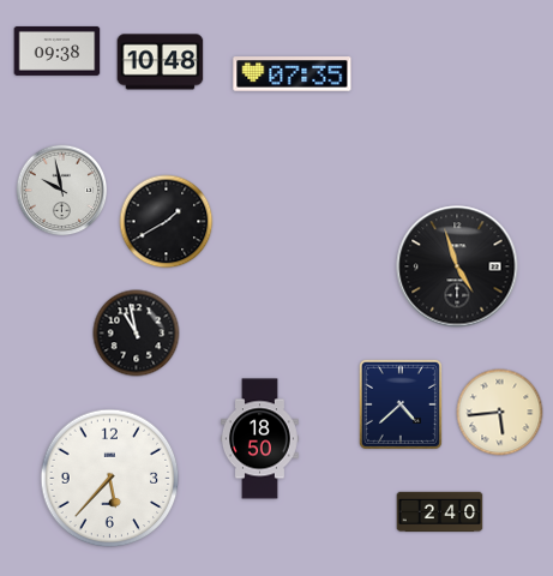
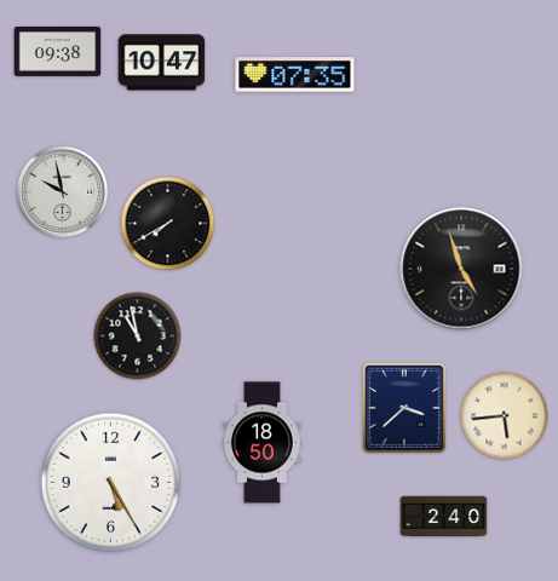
clock at (161, 62): 10:48 -> 10:47
clock at (167, 222): 1:40 -> 7:40
clock at (401, 404): 4:38 -> 3:38
clock at (110, 479): 5:37 -> 5:25
